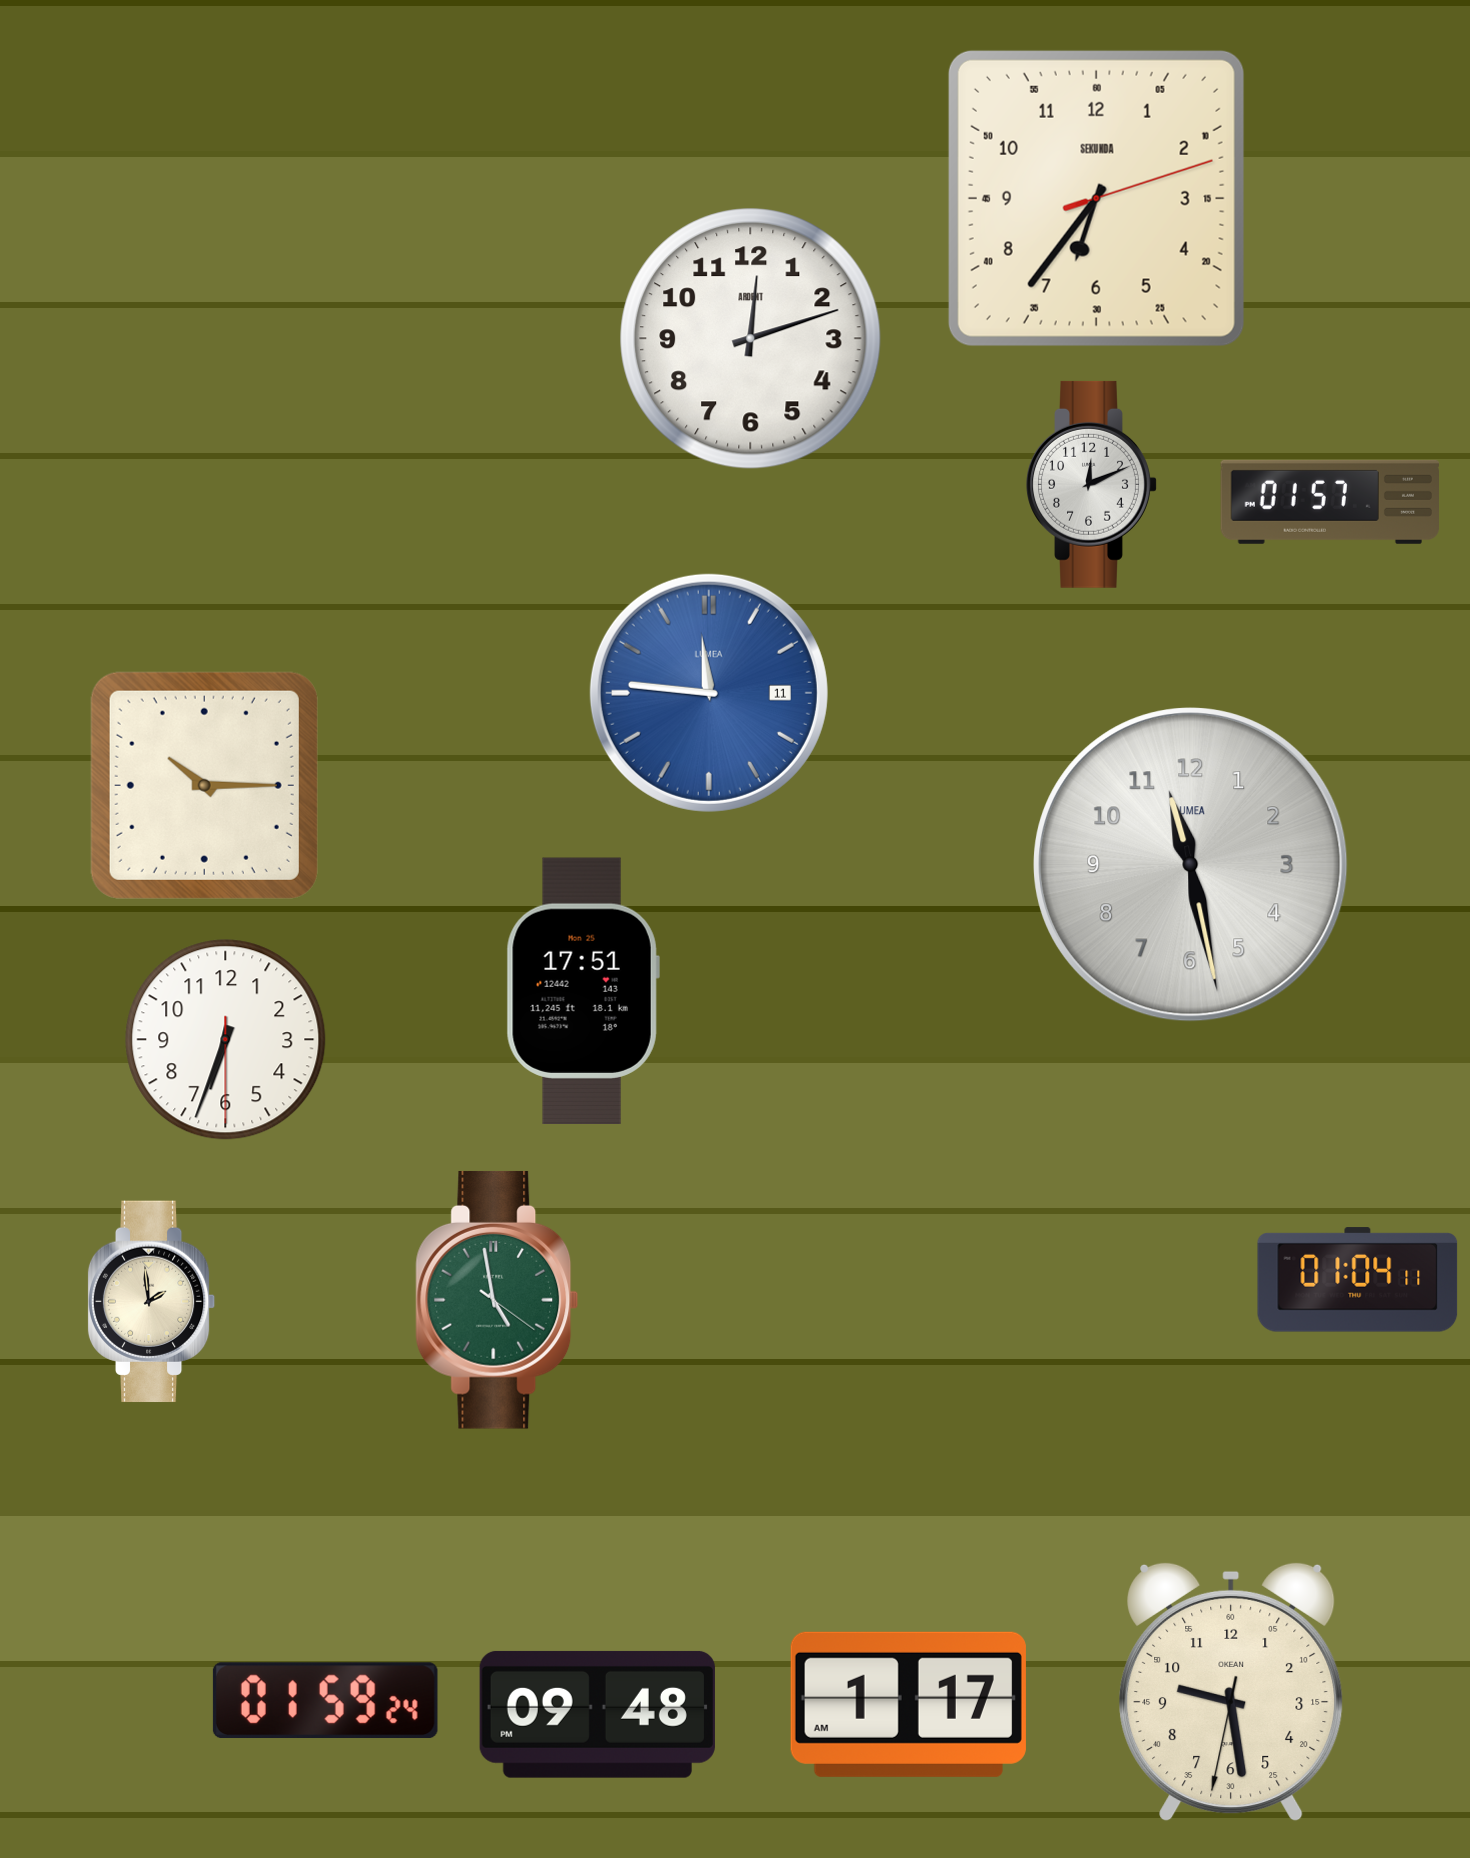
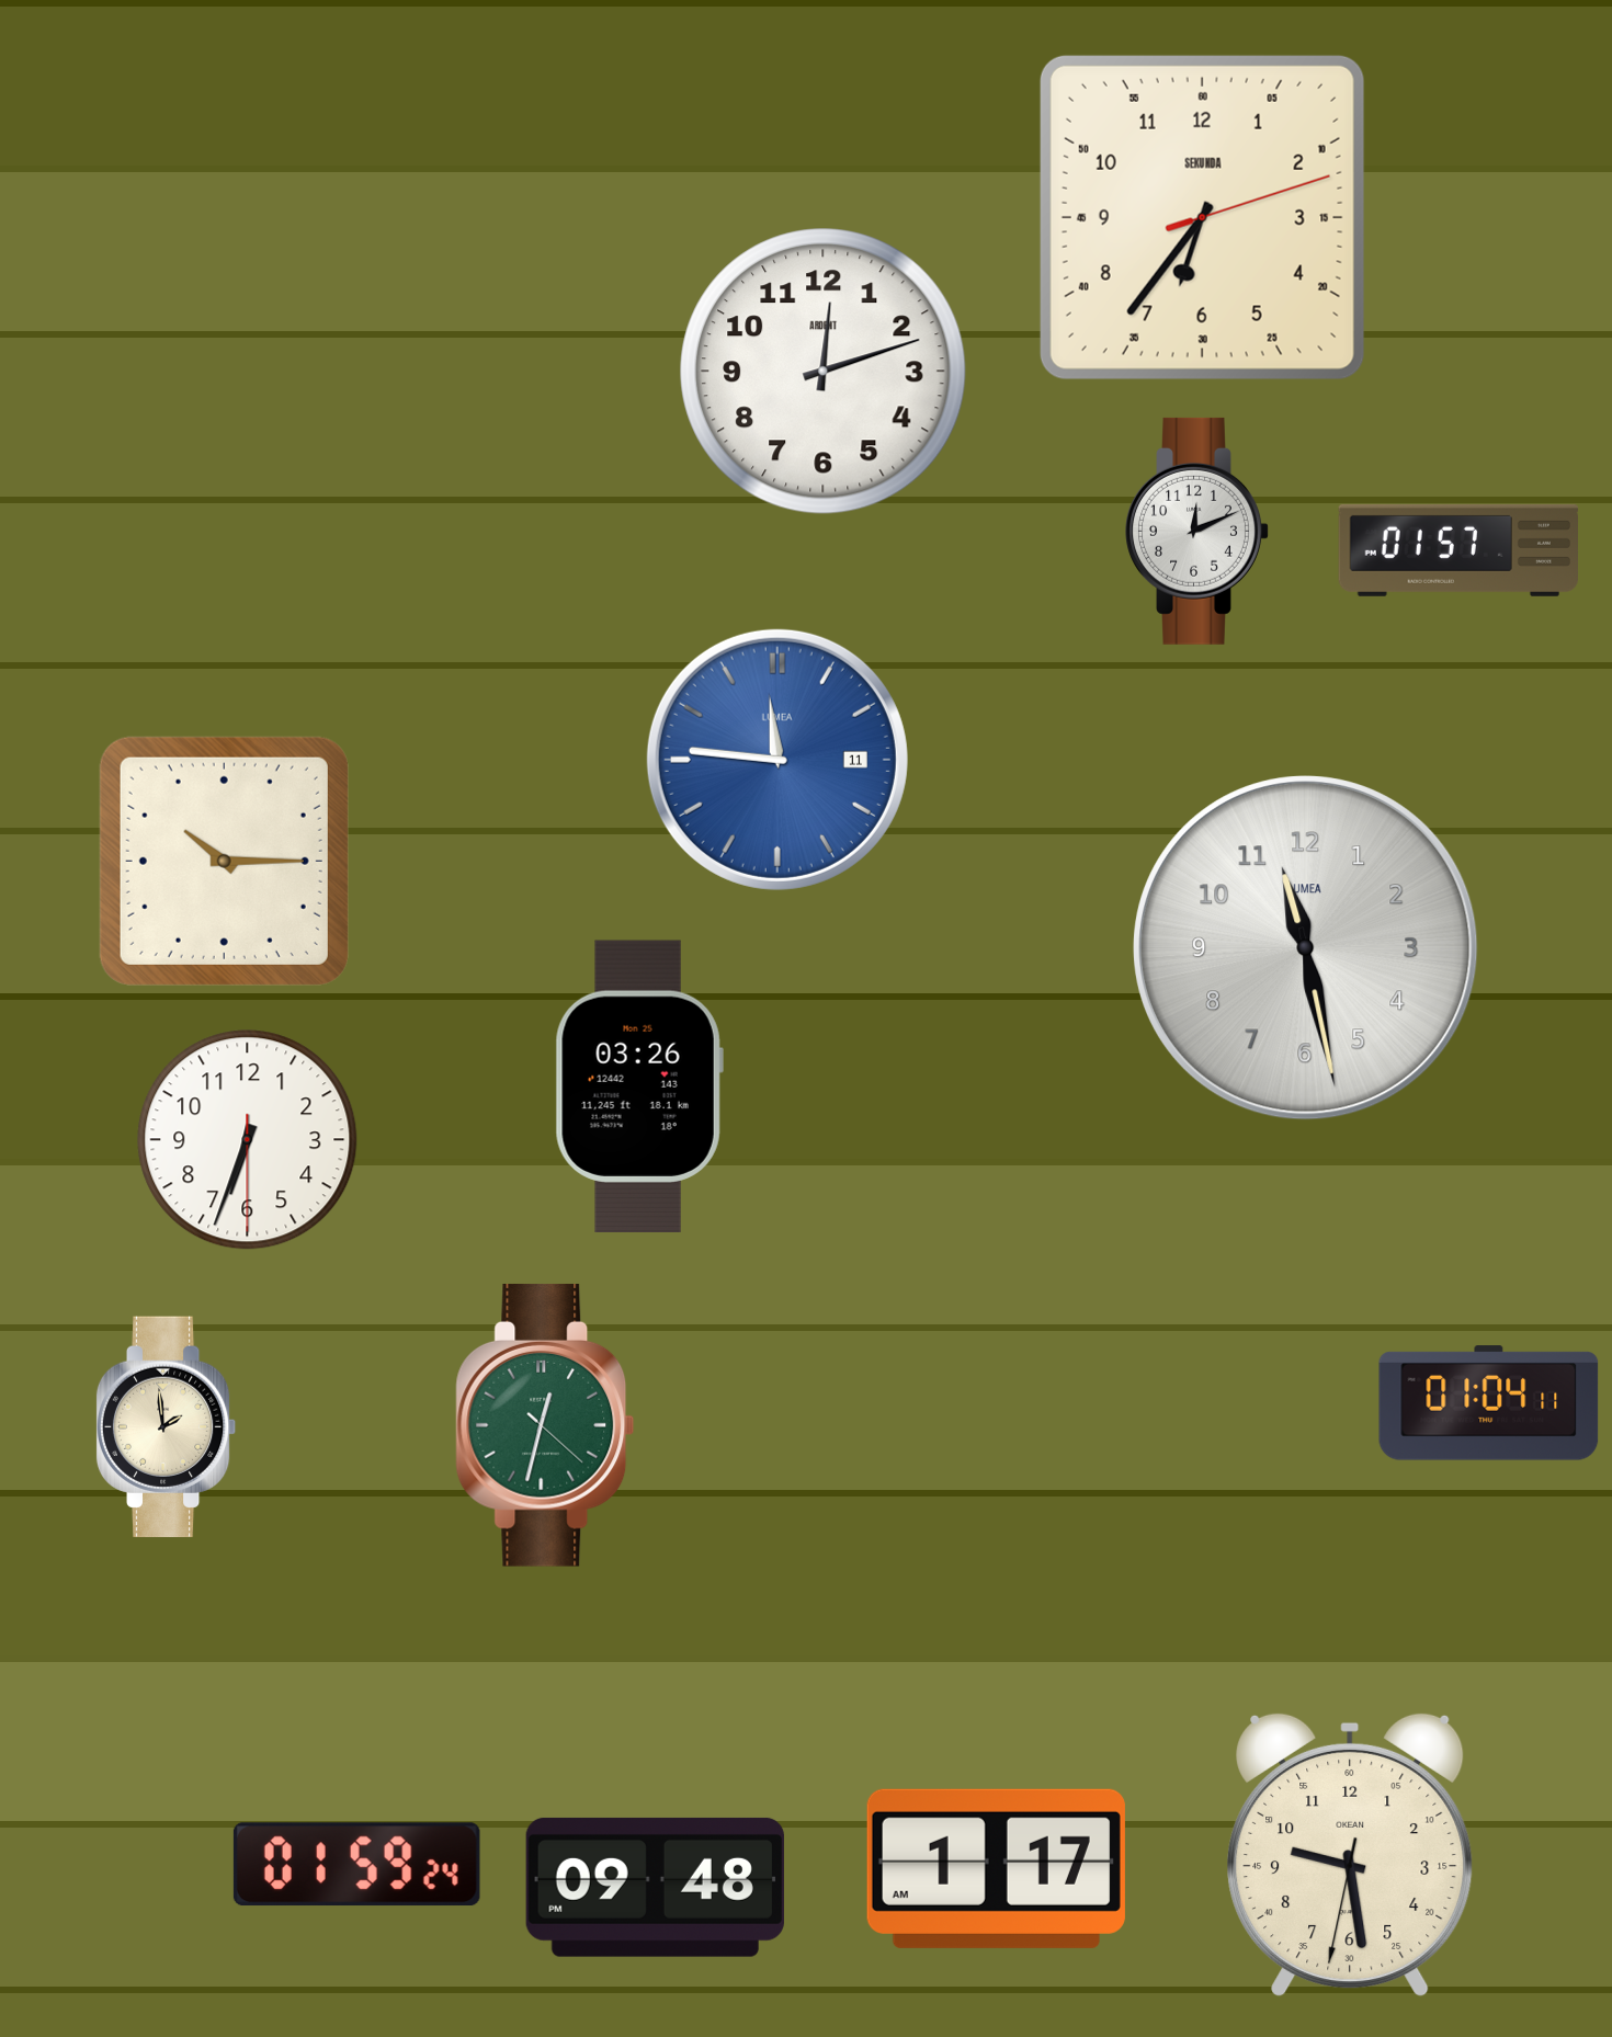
clock at (583, 990): 17:51 -> 03:26
clock at (497, 1300): 4:58 -> 12:32
clock at (597, 1714) position: (597, 1714) -> (655, 1887)
